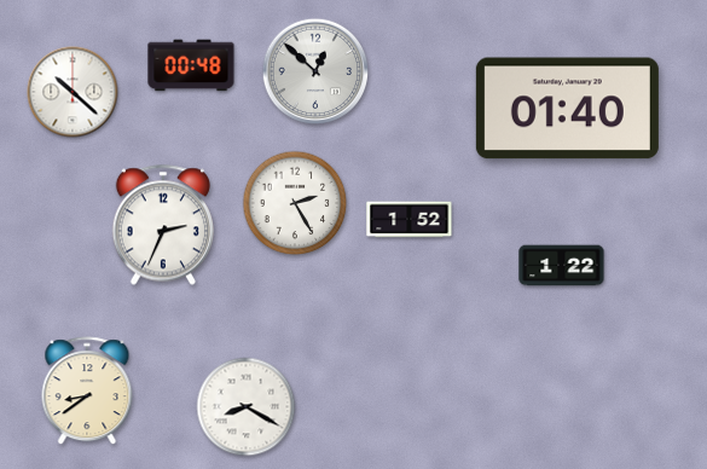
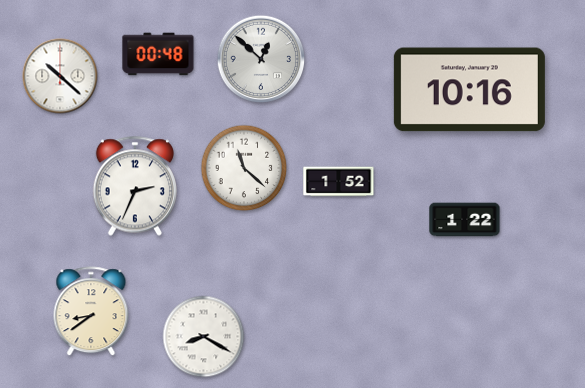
clock at (567, 109): 01:40 -> 10:16
clock at (295, 203): 2:25 -> 11:22
clock at (87, 392) position: (87, 392) -> (91, 312)
